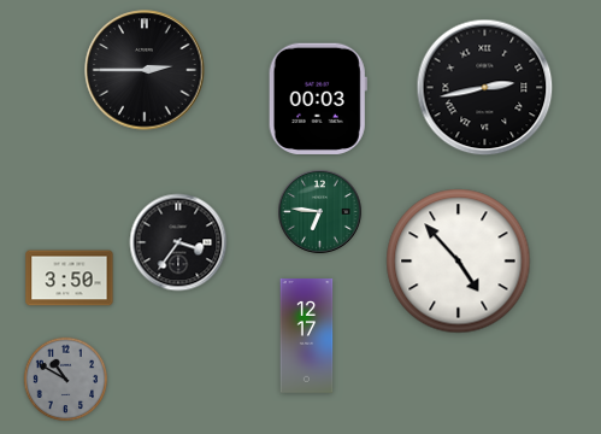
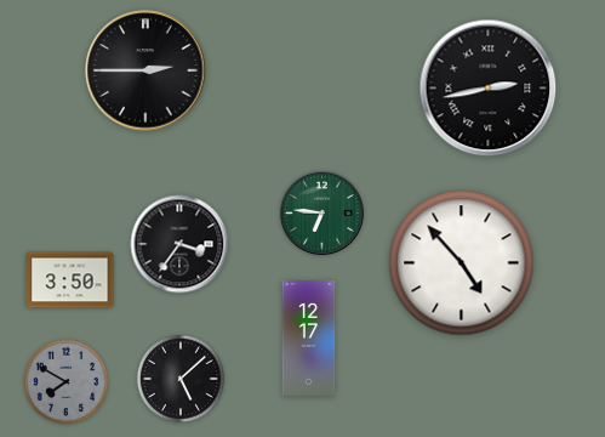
clock at (318, 99): 00:03 -> none
clock at (181, 379): none -> 5:08
clock at (66, 380): 10:50 -> 7:50
